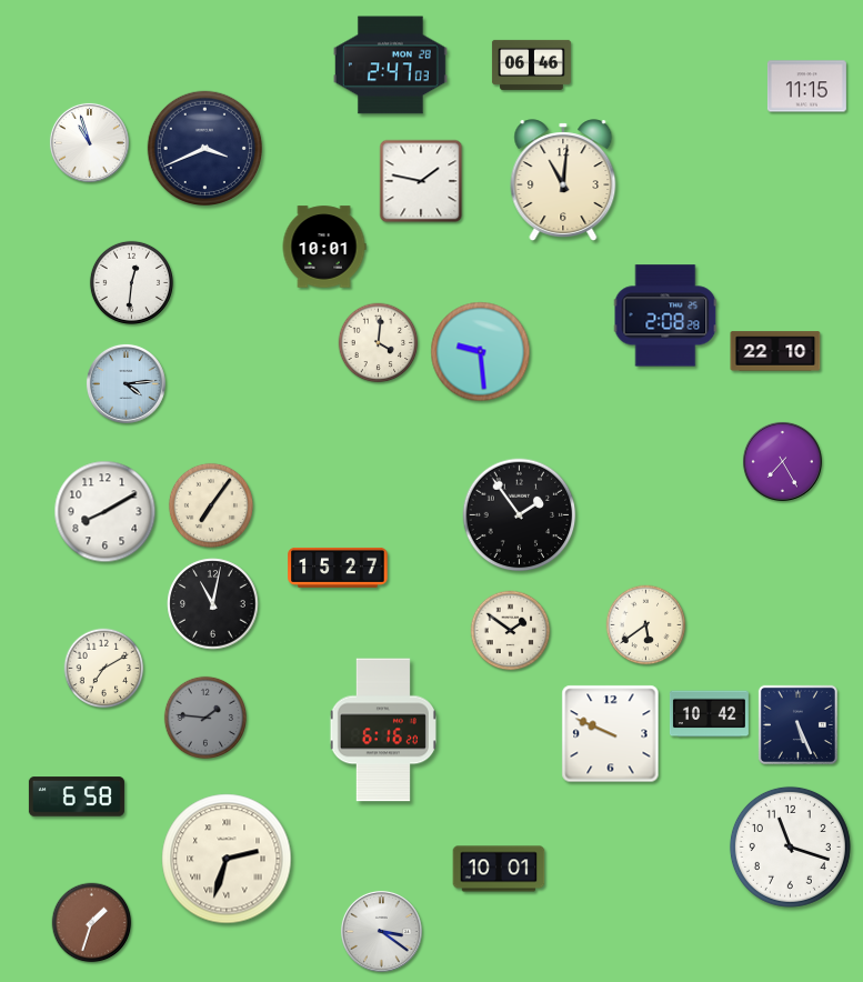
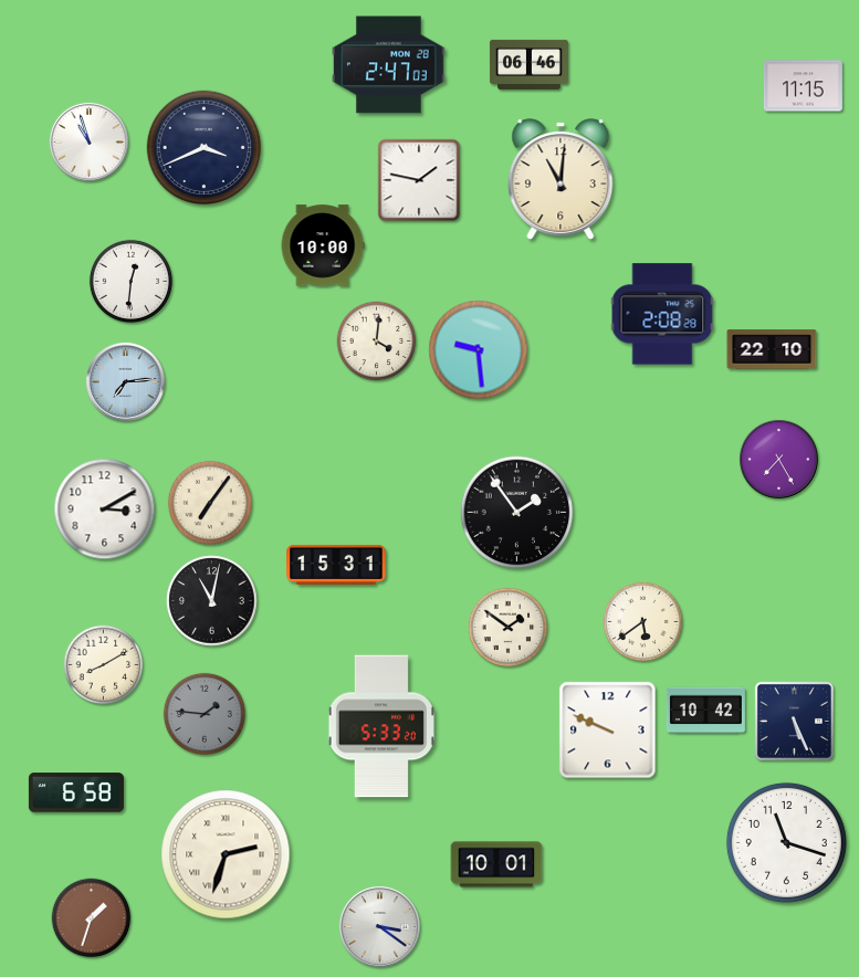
clock at (324, 247): 10:01 -> 10:00
clock at (126, 383): 4:14 -> 7:14
clock at (106, 512): 8:10 -> 3:10
clock at (338, 568): 15:27 -> 15:31
clock at (104, 669): 7:10 -> 8:10
clock at (383, 730): 6:16 -> 5:33
